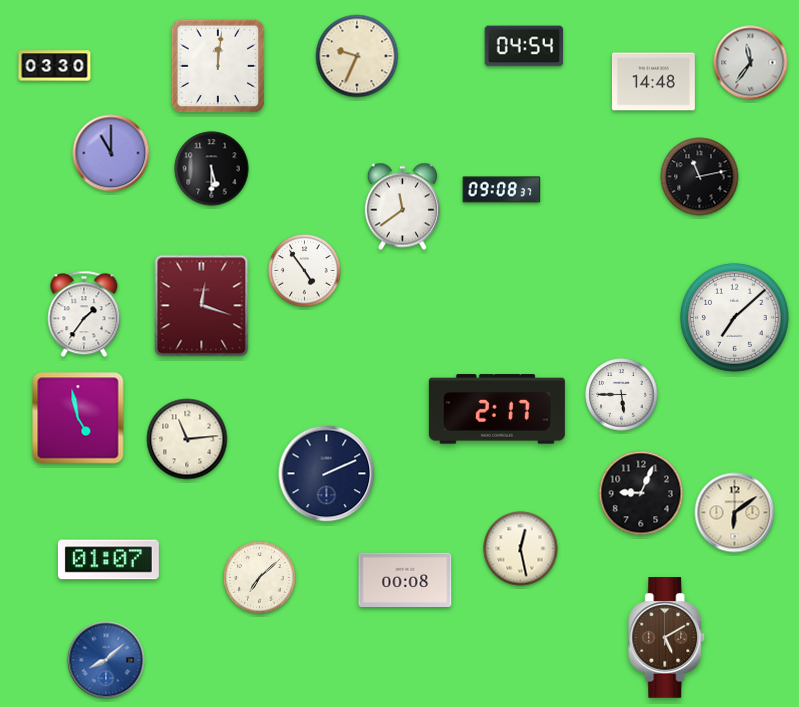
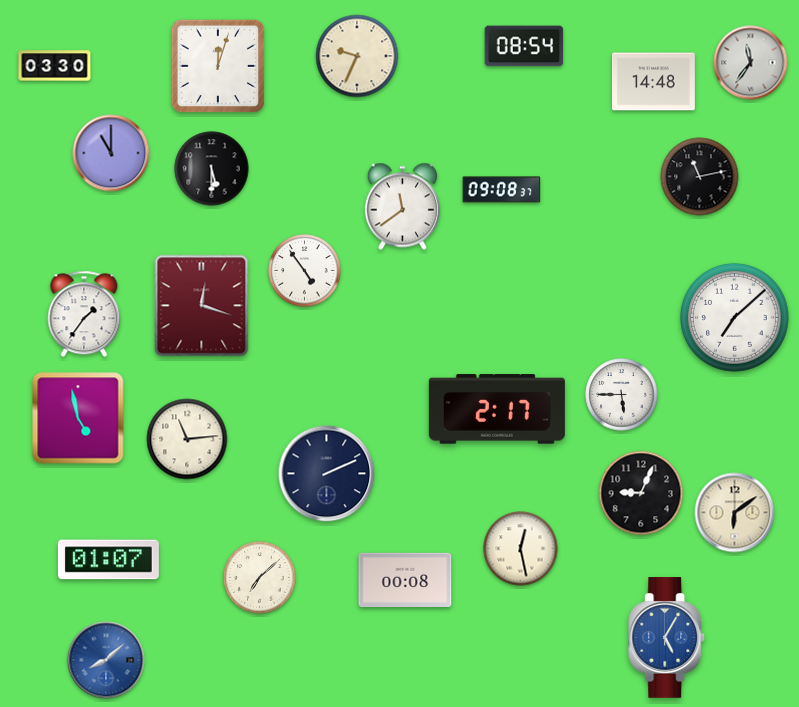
clock at (524, 46): 04:54 -> 08:54
clock at (218, 66): 12:01 -> 12:03
clock at (667, 638): 5:10 -> 5:05
clock at (667, 638) dial: brown -> blue
